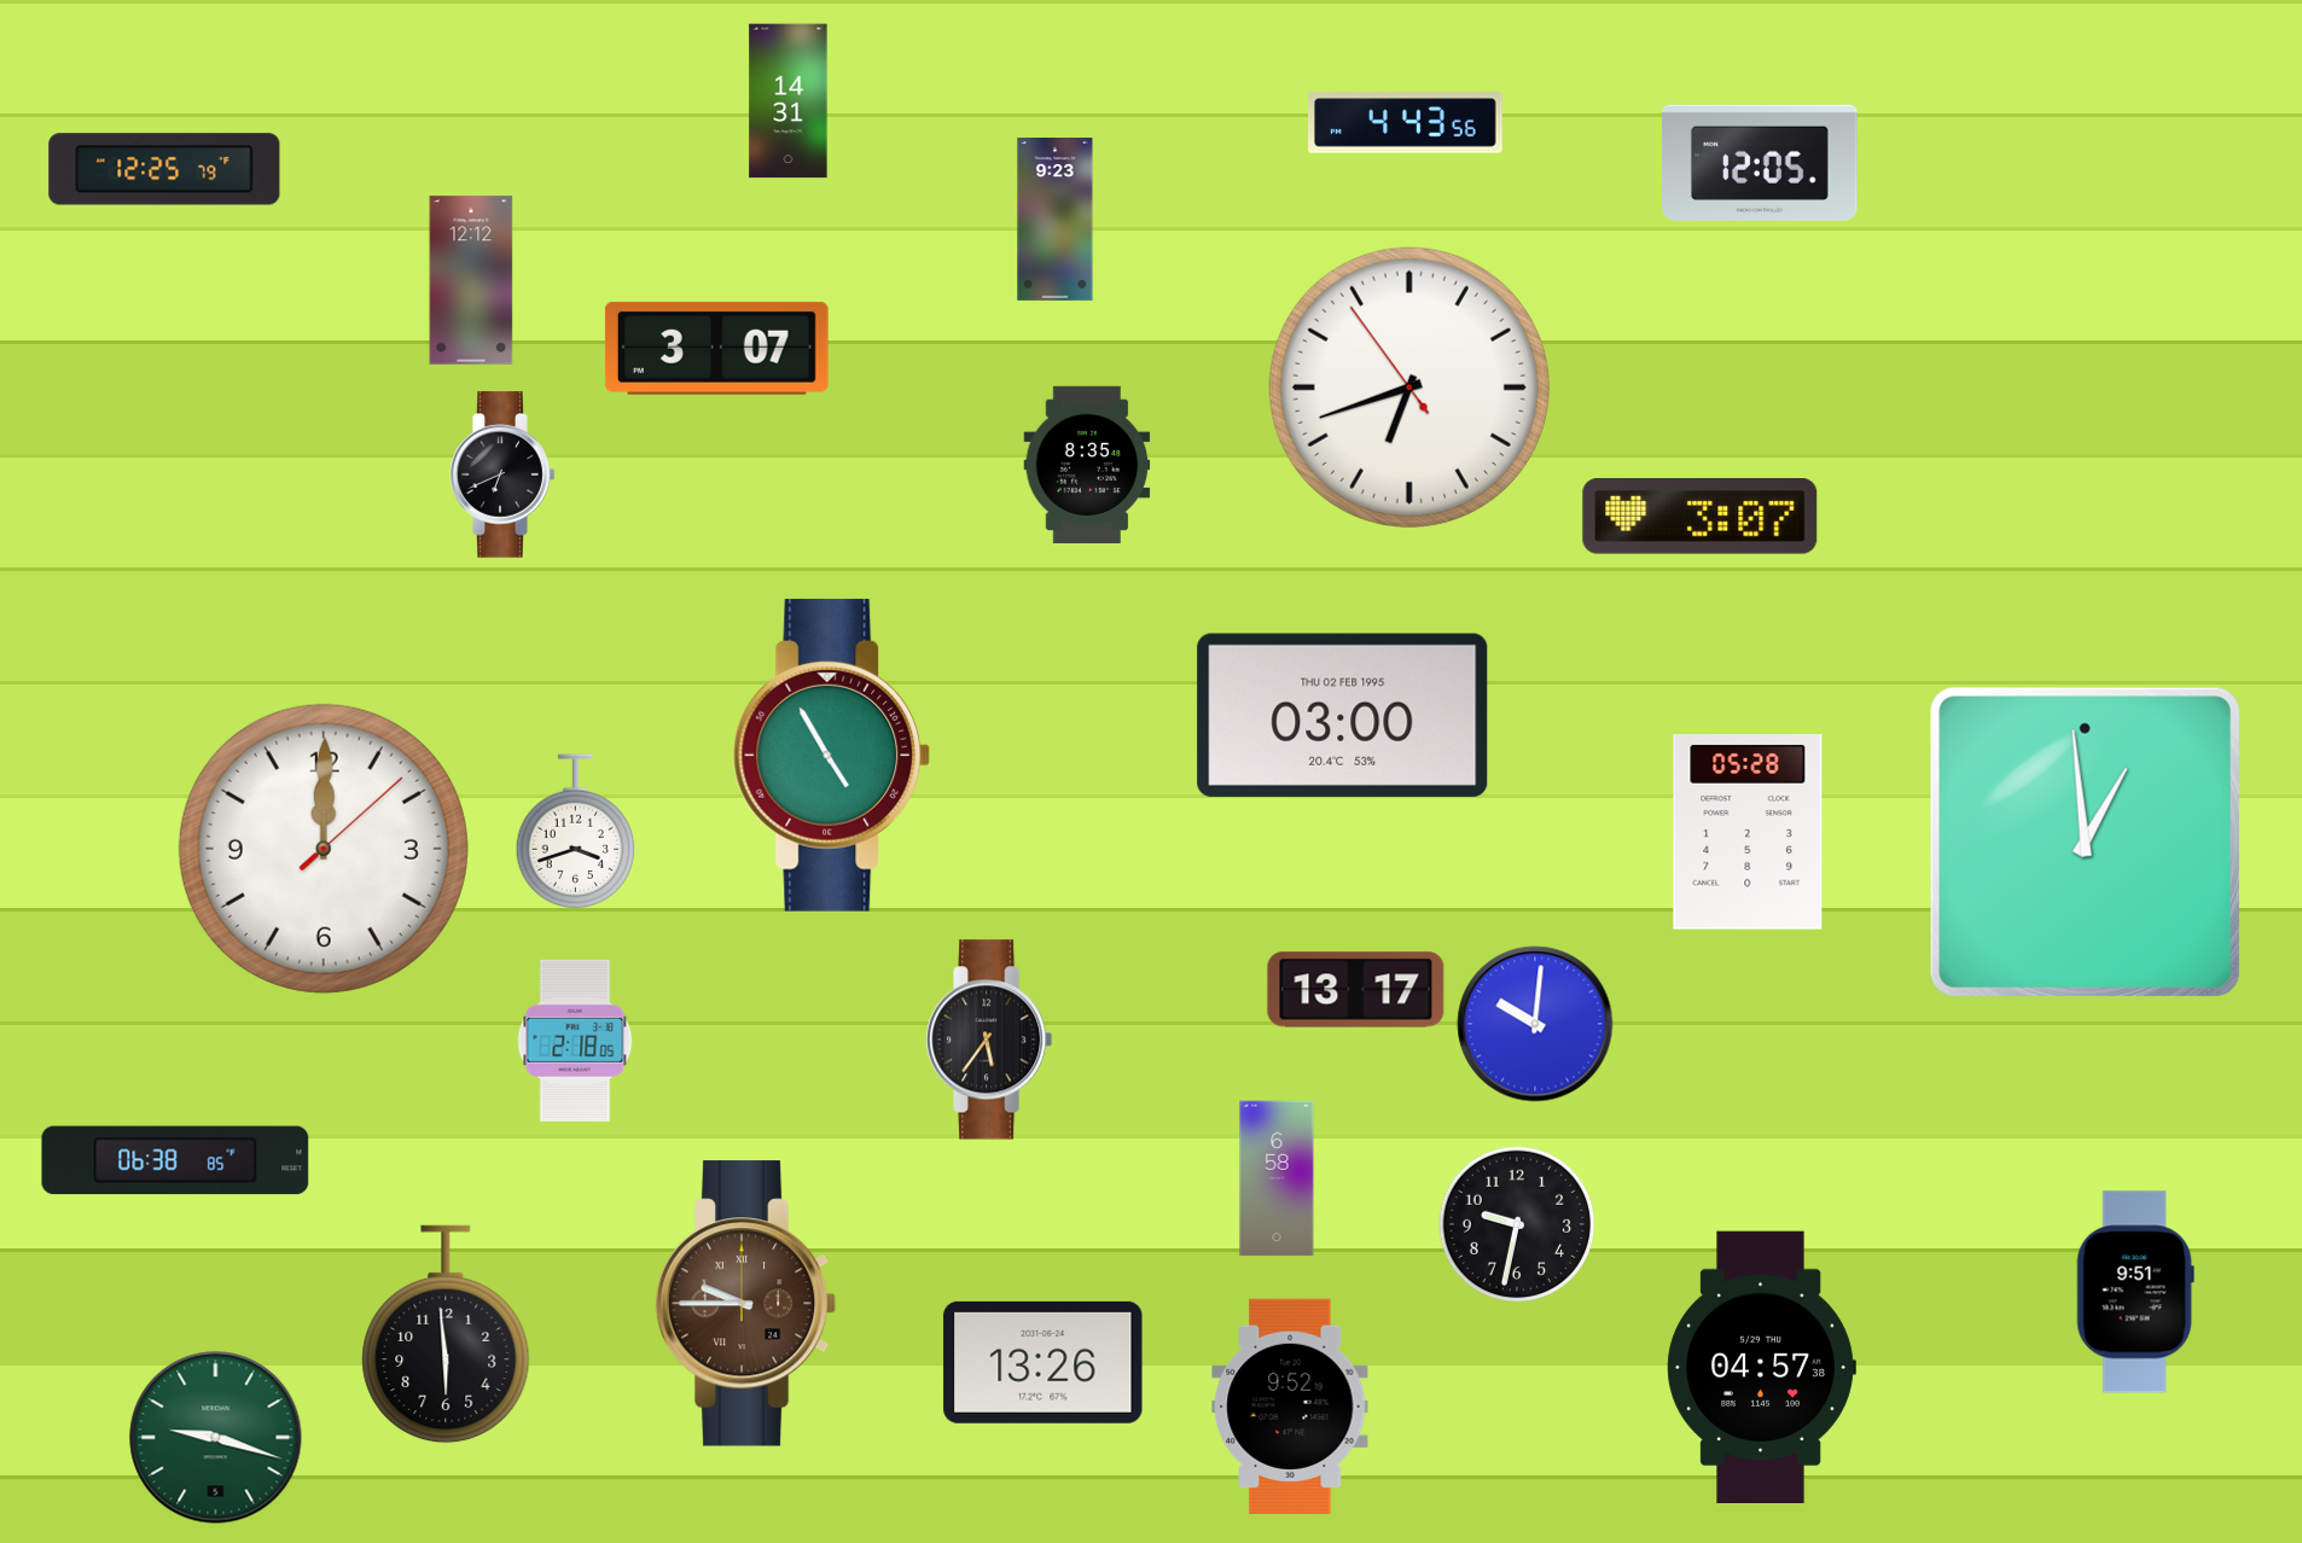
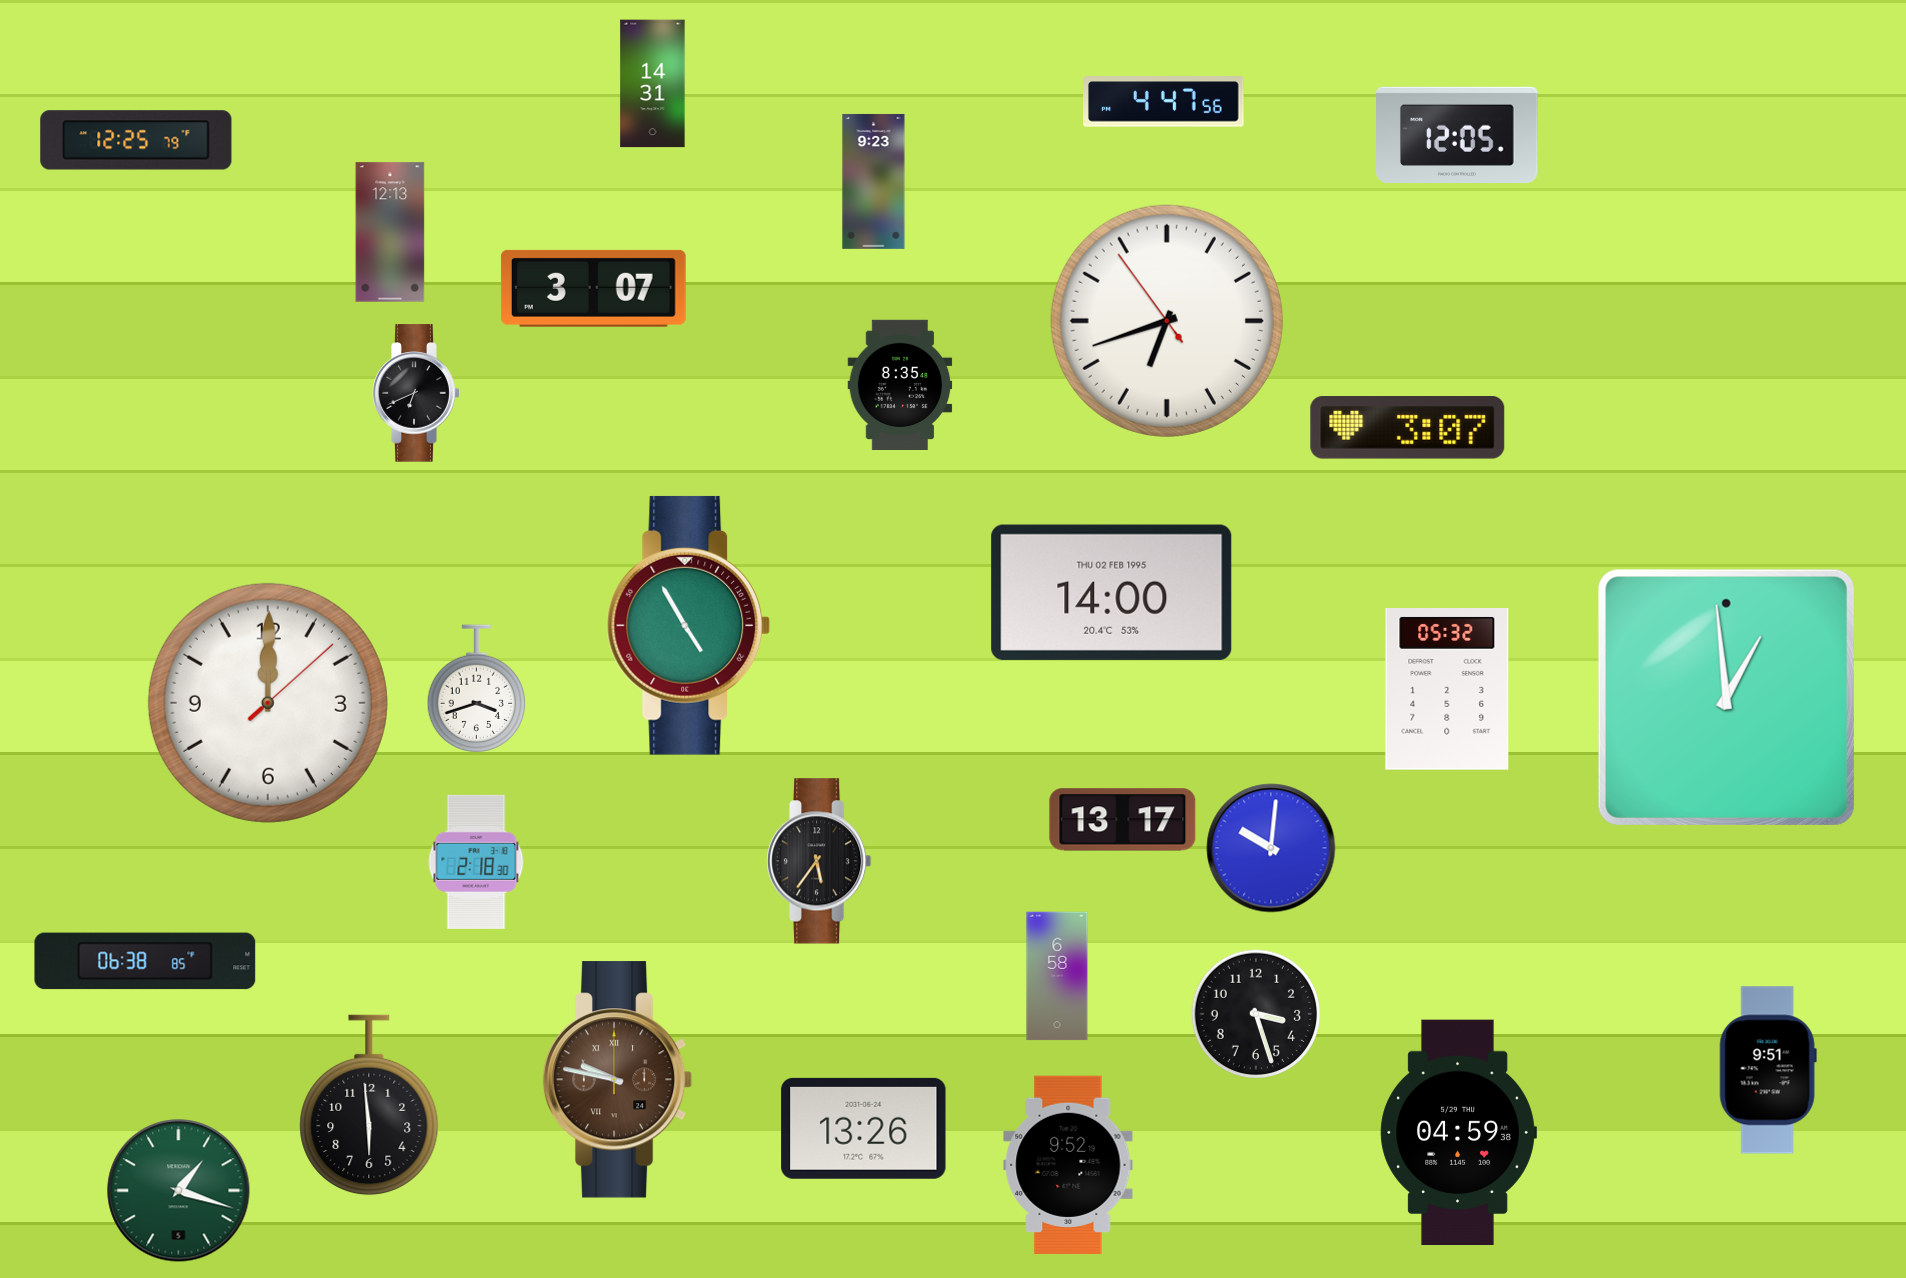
clock at (1406, 123): 4:43 -> 4:47
clock at (471, 280): 12:12 -> 12:13
clock at (1343, 715): 03:00 -> 14:00
clock at (1748, 833): 05:28 -> 05:32
clock at (575, 1041): 2:18:05 -> 2:18:30
clock at (1517, 1224): 9:32 -> 3:27
clock at (746, 1304): 9:45 -> 9:47
clock at (1761, 1367): 04:57 -> 04:59
clock at (216, 1438): 9:18 -> 1:18
